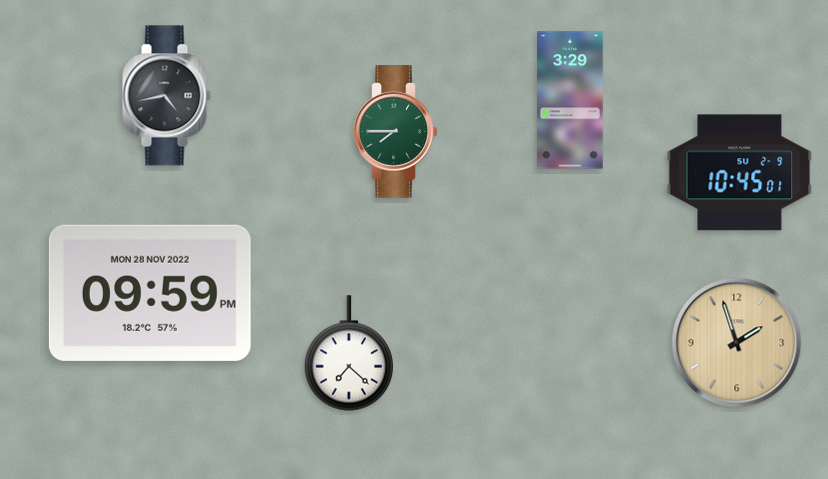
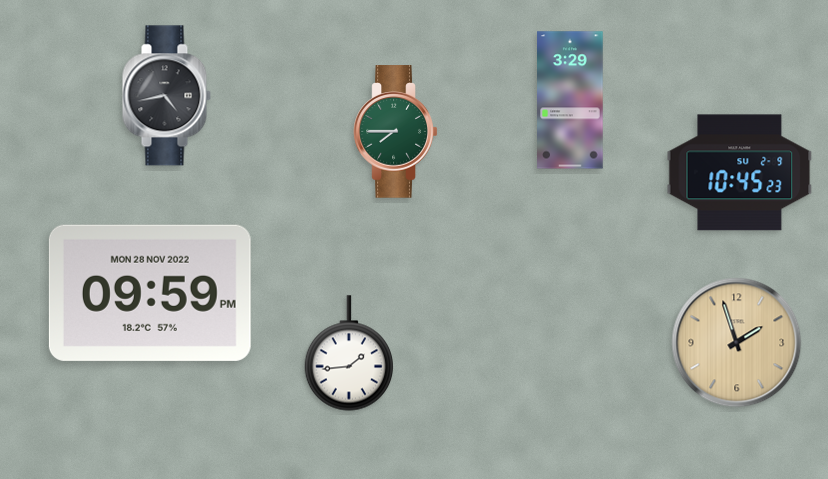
clock at (740, 173): 10:45:01 -> 10:45:23
clock at (348, 353): 7:22 -> 1:44
